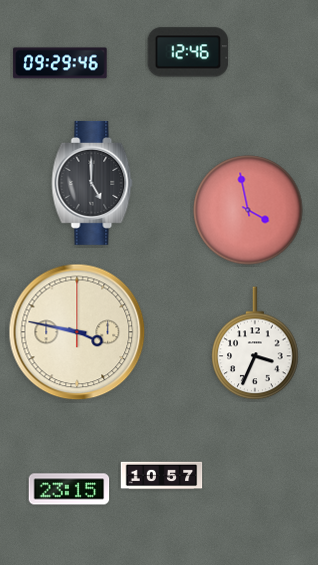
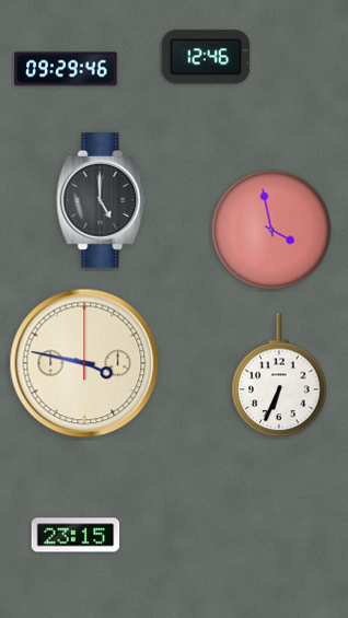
clock at (255, 343): 3:34 -> 6:34
clock at (162, 476): 10:57 -> none
